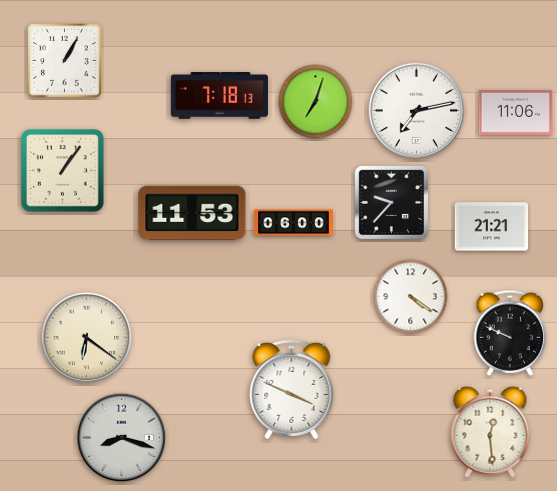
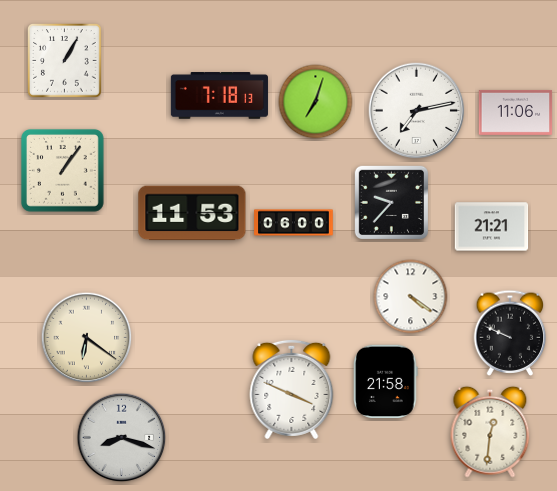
clock at (386, 382): none -> 21:58
clock at (490, 432): 12:29 -> 12:31
